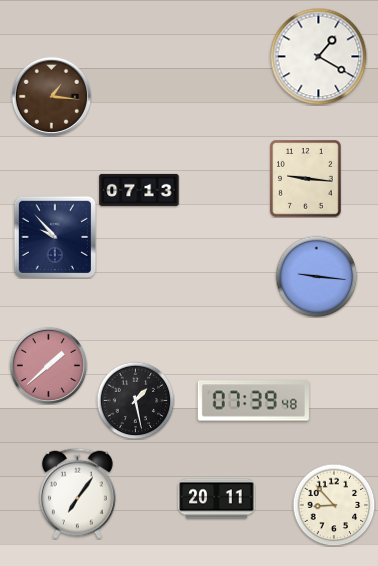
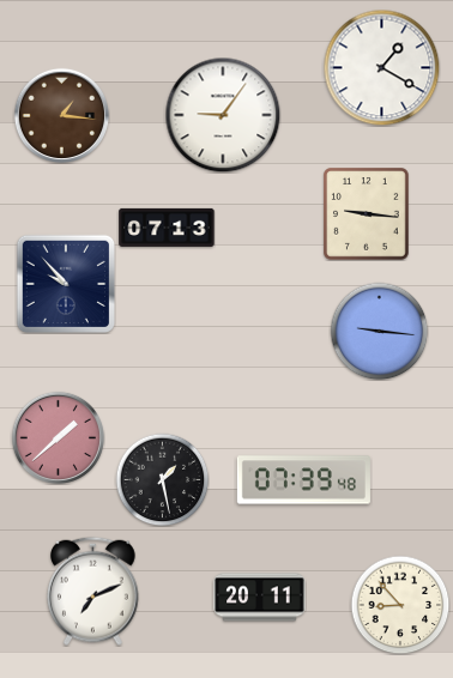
clock at (223, 115): none -> 9:06
clock at (78, 493): 7:06 -> 7:11
